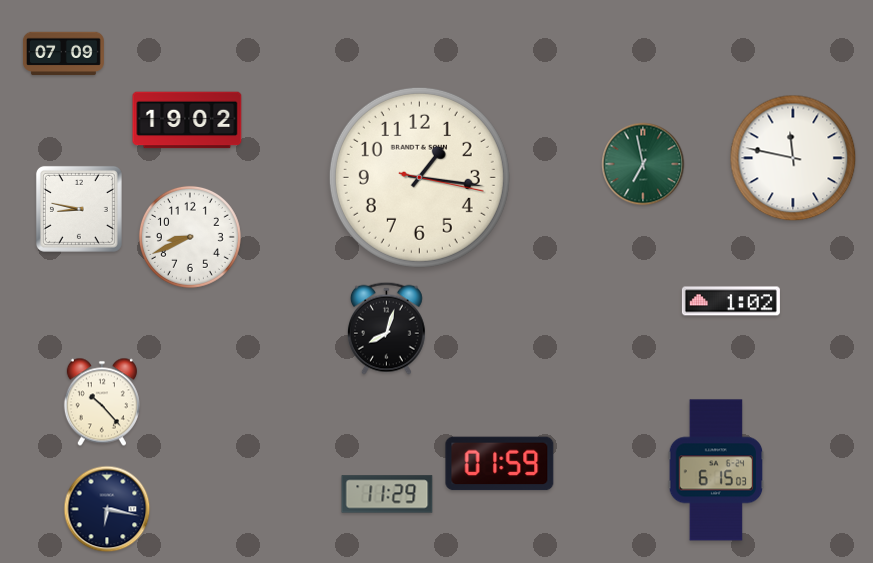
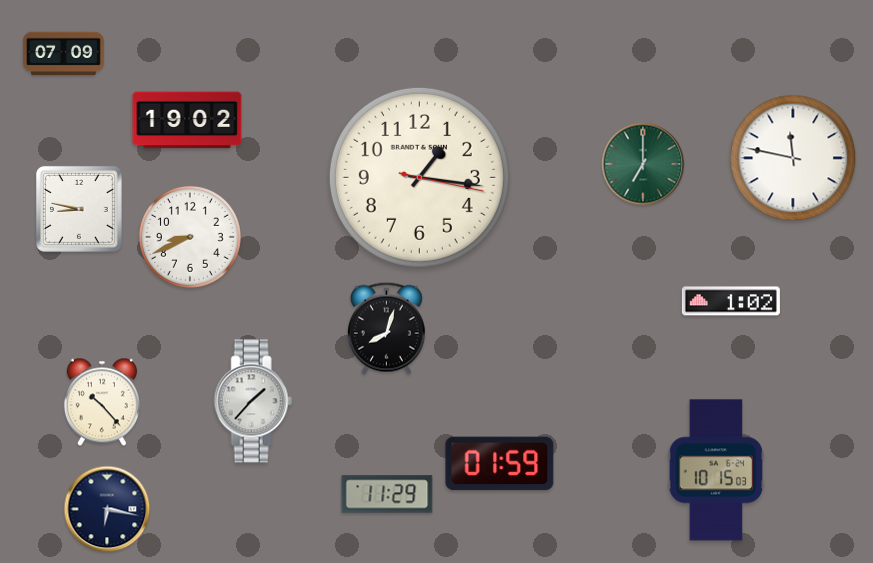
clock at (643, 164): 6:58 -> 7:00
clock at (253, 401): none -> 1:37
clock at (716, 470): 6:15 -> 10:15
